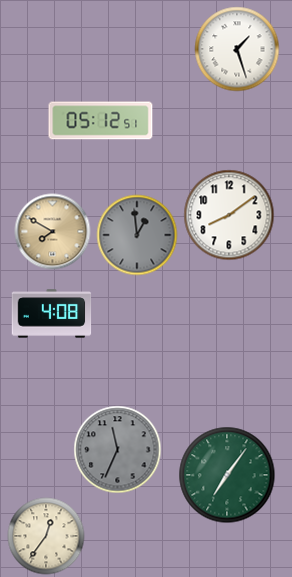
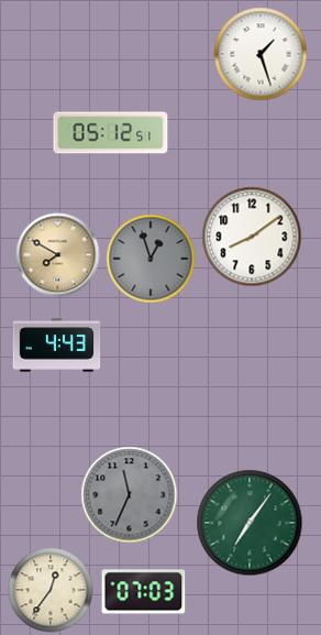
clock at (137, 235): 12:59 -> 12:57
clock at (52, 314): 4:08 -> 4:43
clock at (144, 592): none -> 07:03
